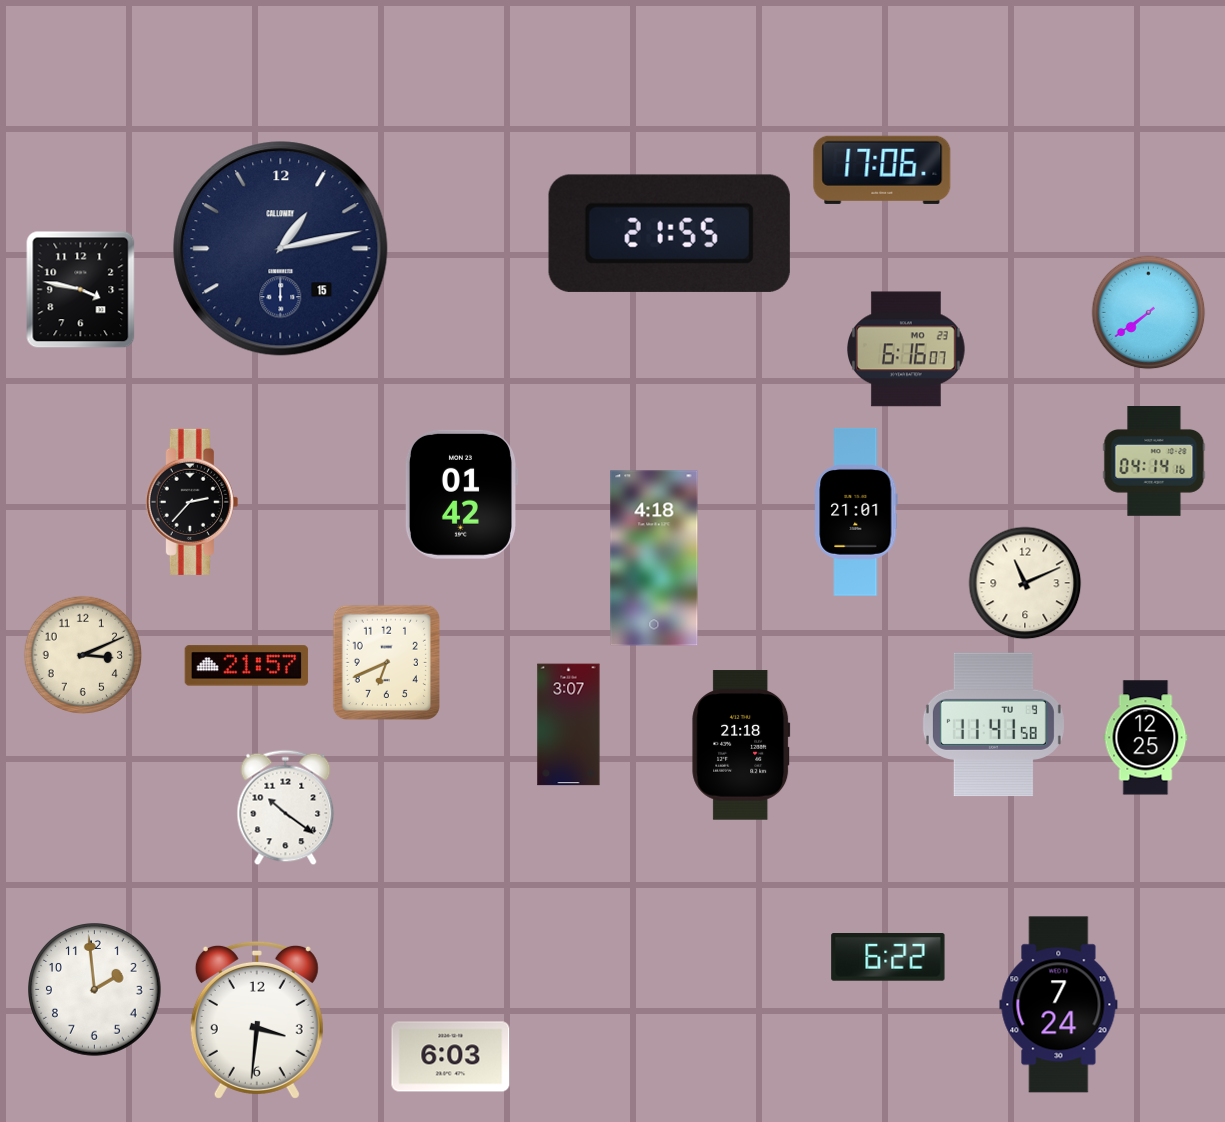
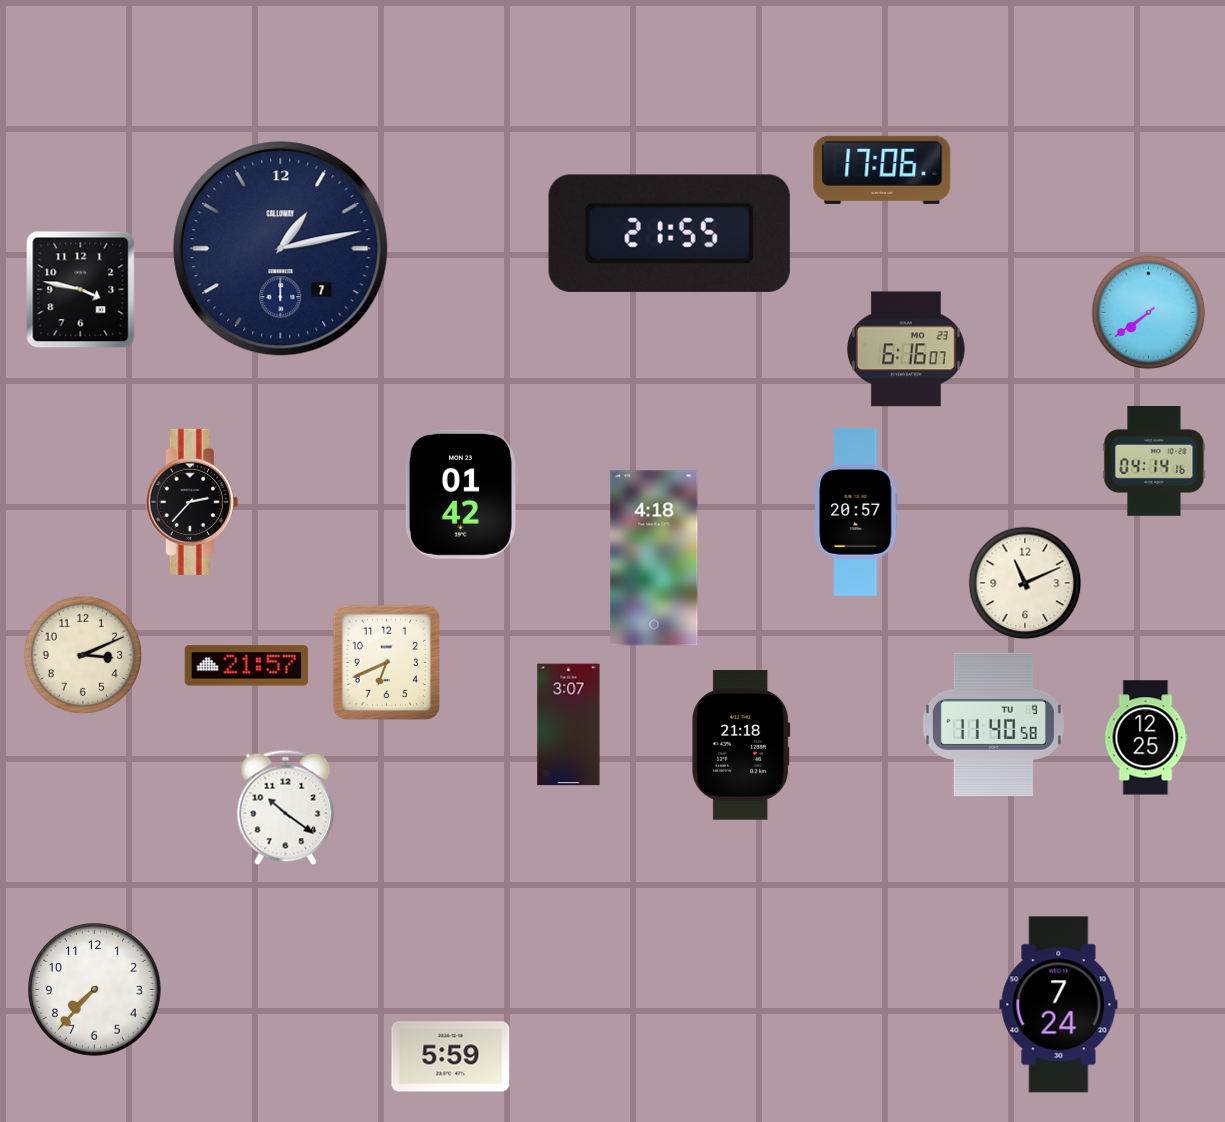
clock at (281, 249) date: 15 -> 7
clock at (856, 512): 21:01 -> 20:57
clock at (993, 725): 11:41 -> 11:40
clock at (888, 958): 6:22 -> none
clock at (95, 990): 1:59 -> 7:37
clock at (257, 1020): 3:31 -> none
clock at (451, 1057): 6:03 -> 5:59
